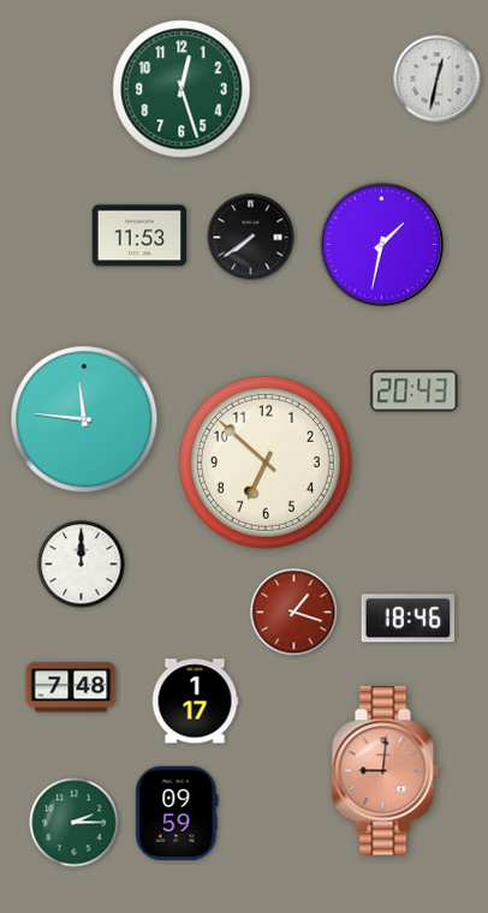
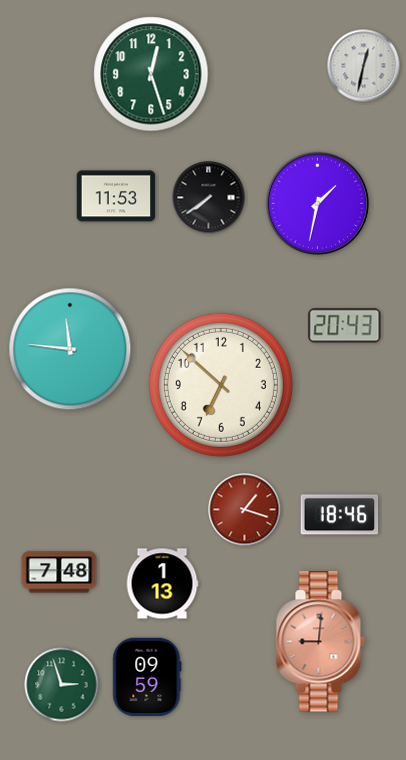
clock at (82, 565): 12:00 -> none
clock at (195, 702): 1:17 -> 1:13
clock at (75, 823): 2:15 -> 2:57
